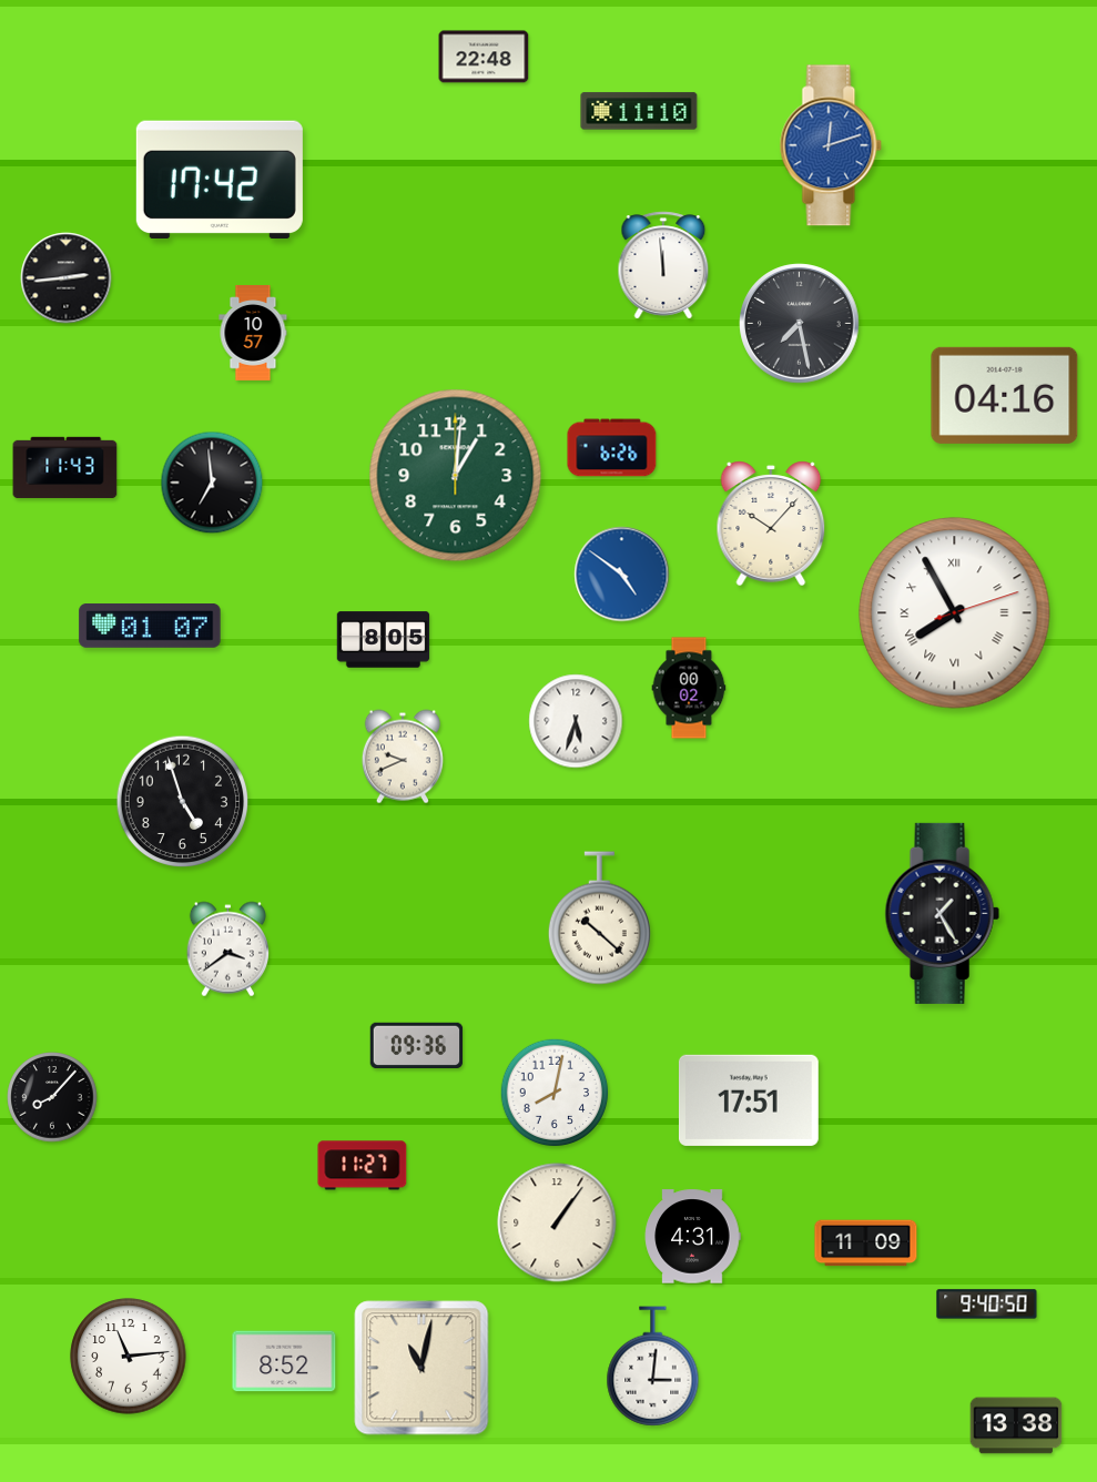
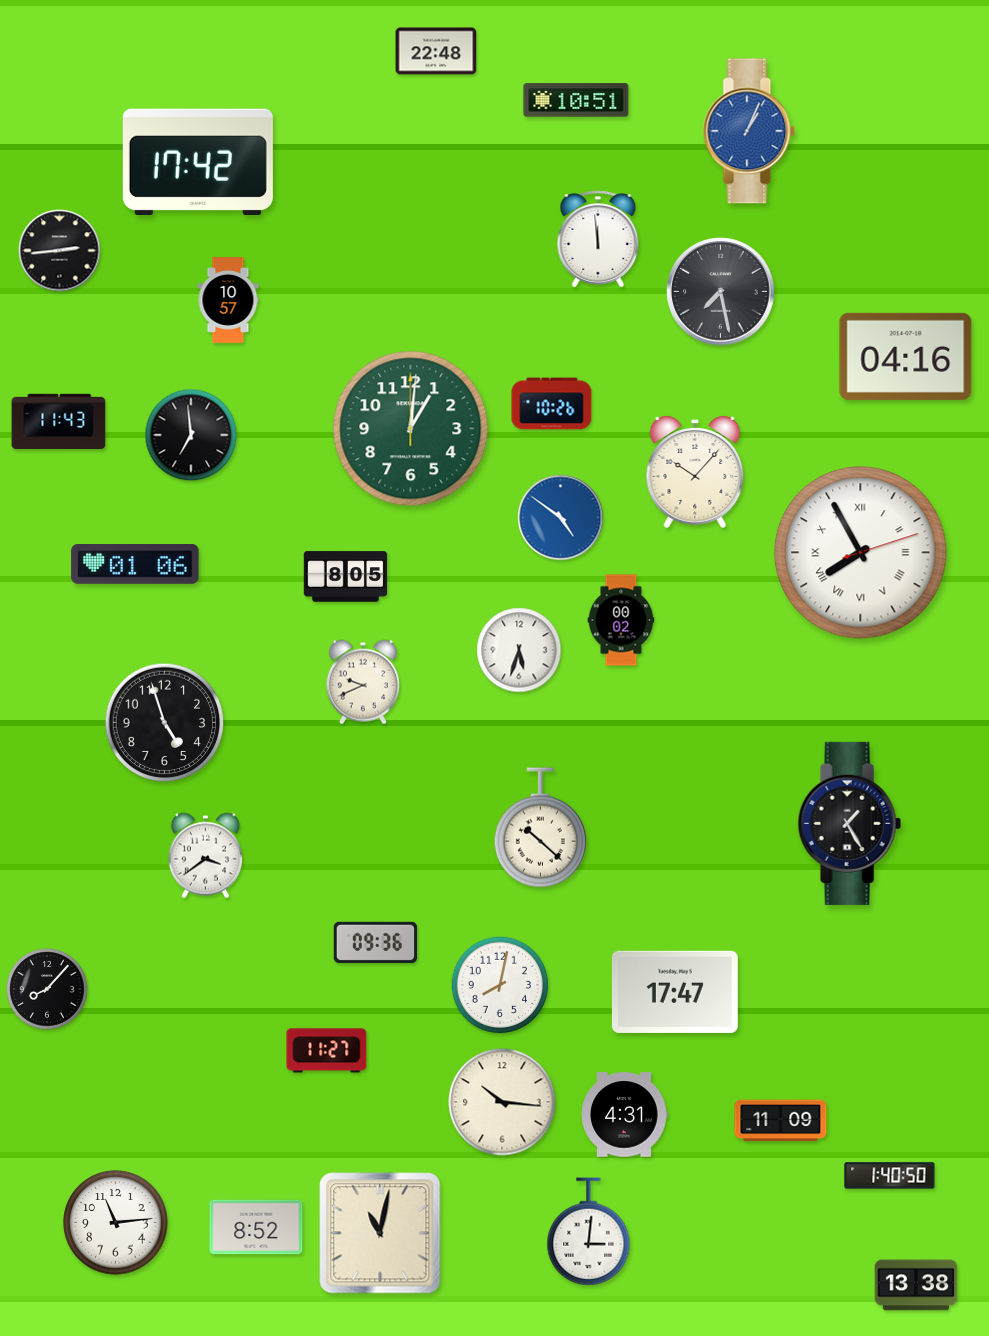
clock at (639, 111): 11:10 -> 10:51
clock at (831, 145): 12:12 -> 1:04
clock at (612, 448): 6:26 -> 10:26
clock at (150, 627): 01:07 -> 01:06
clock at (749, 1100): 17:51 -> 17:47
clock at (557, 1222): 1:06 -> 10:16
clock at (987, 1305): 9:40 -> 1:40
